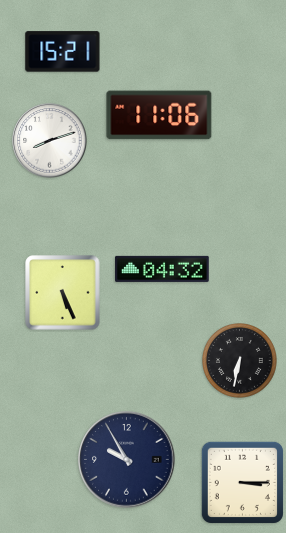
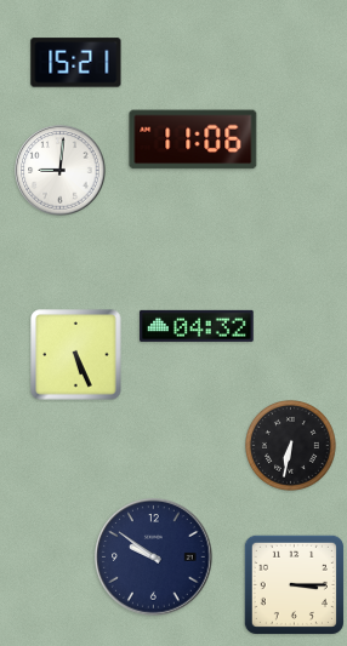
clock at (50, 141): 8:12 -> 9:01
clock at (240, 361) position: (240, 361) -> (291, 446)
clock at (127, 460): 9:55 -> 9:51
